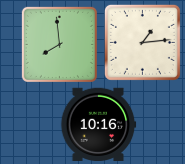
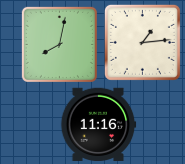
clock at (59, 44): 7:59 -> 8:02
clock at (98, 124): 10:16 -> 11:16
